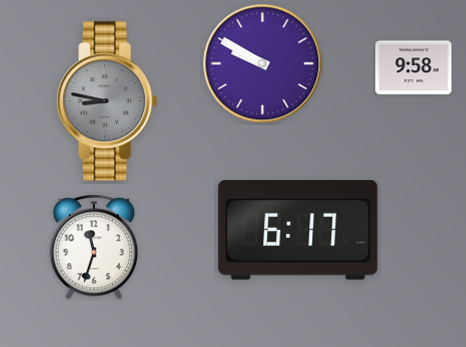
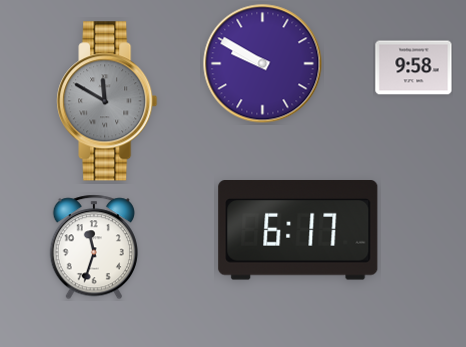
clock at (107, 101): 8:47 -> 11:50
